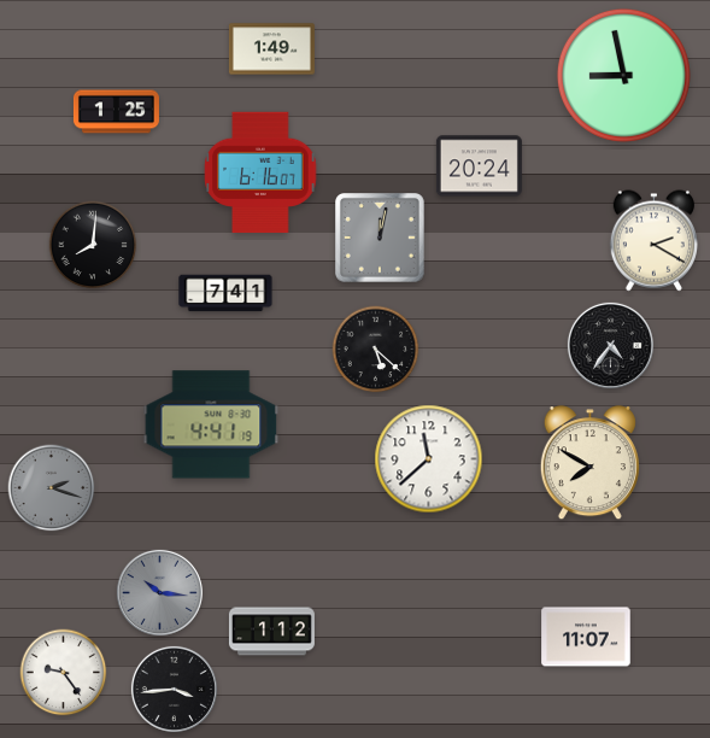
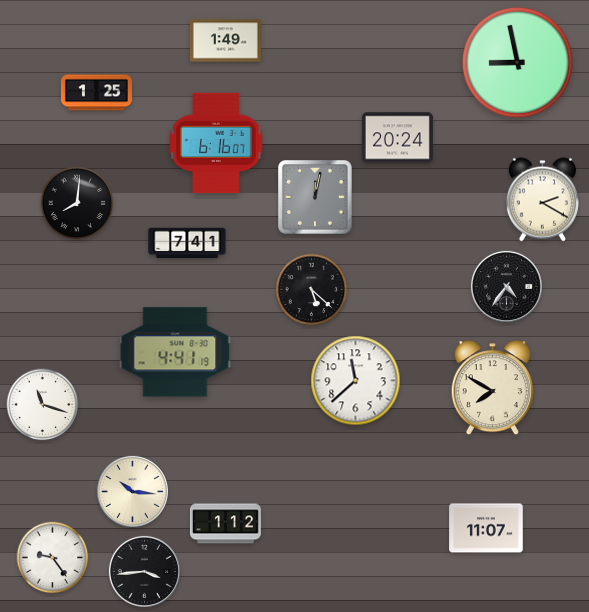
clock at (589, 463) position: (589, 463) -> (492, 388)
clock at (52, 488): 2:18 -> 11:18
clock at (52, 488) dial: grey -> white
clock at (159, 592) dial: grey -> cream
